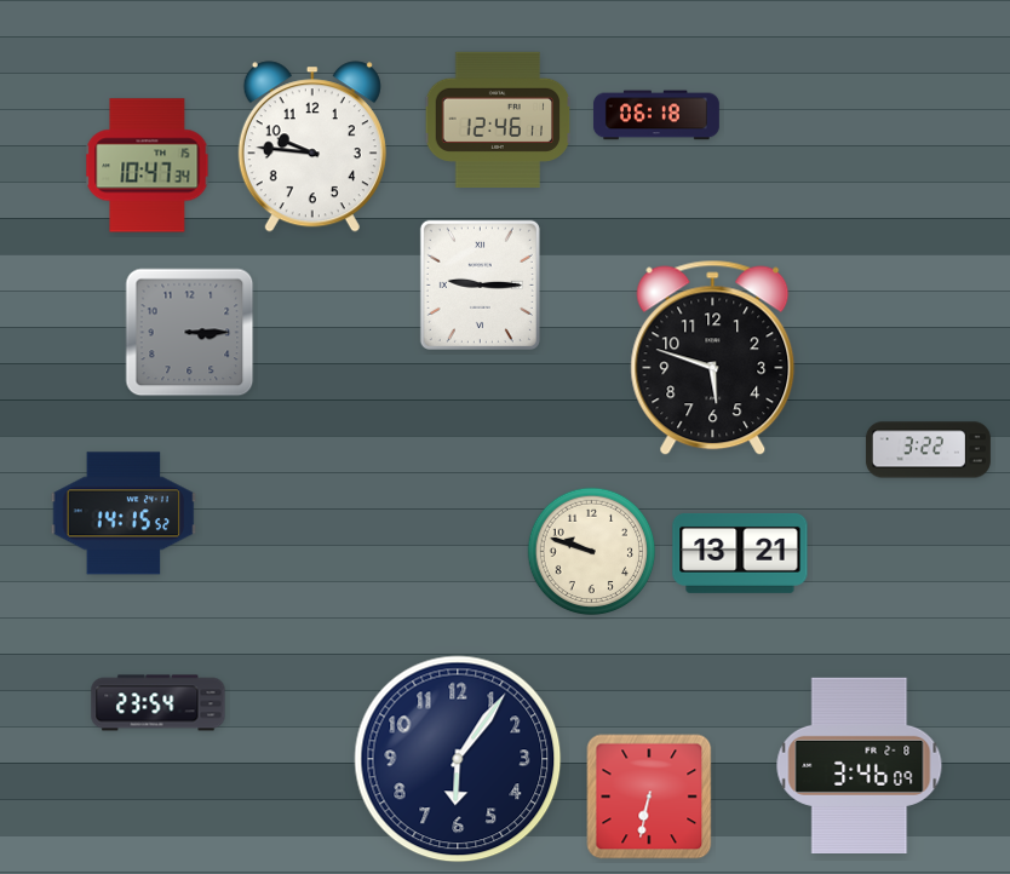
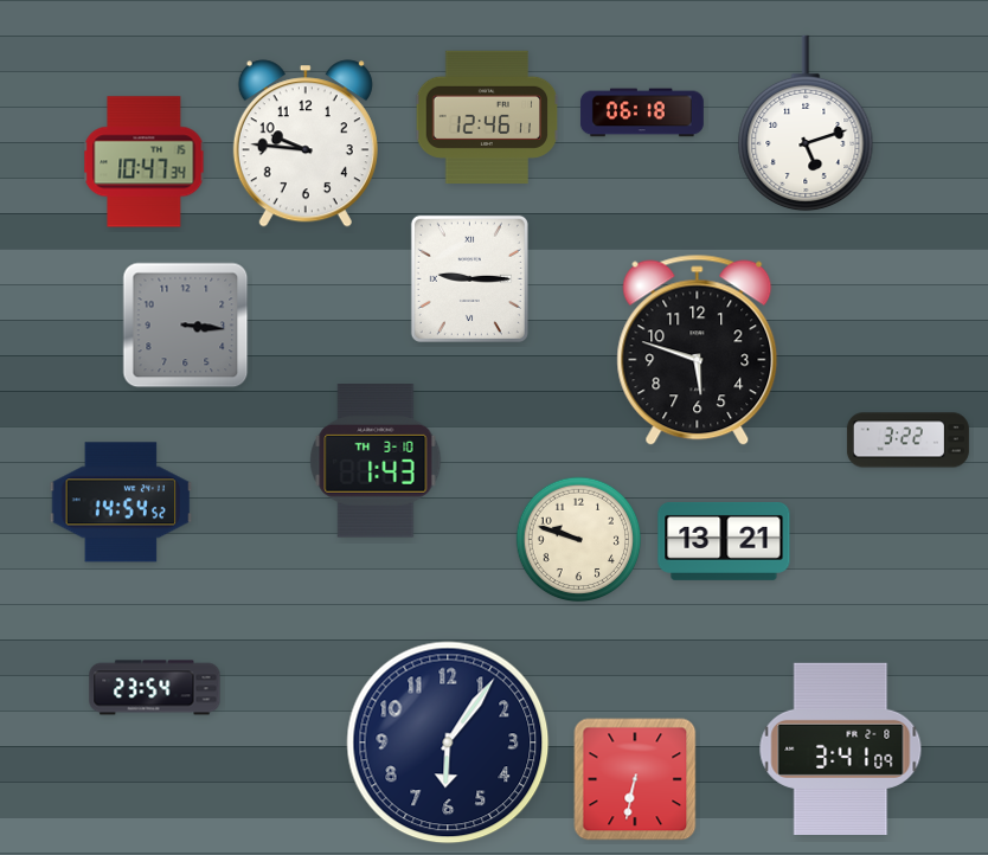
clock at (806, 123): none -> 5:12
clock at (190, 333): 3:15 -> 3:16
clock at (376, 461): none -> 1:43
clock at (124, 513): 14:15 -> 14:54
clock at (860, 765): 3:46 -> 3:41
